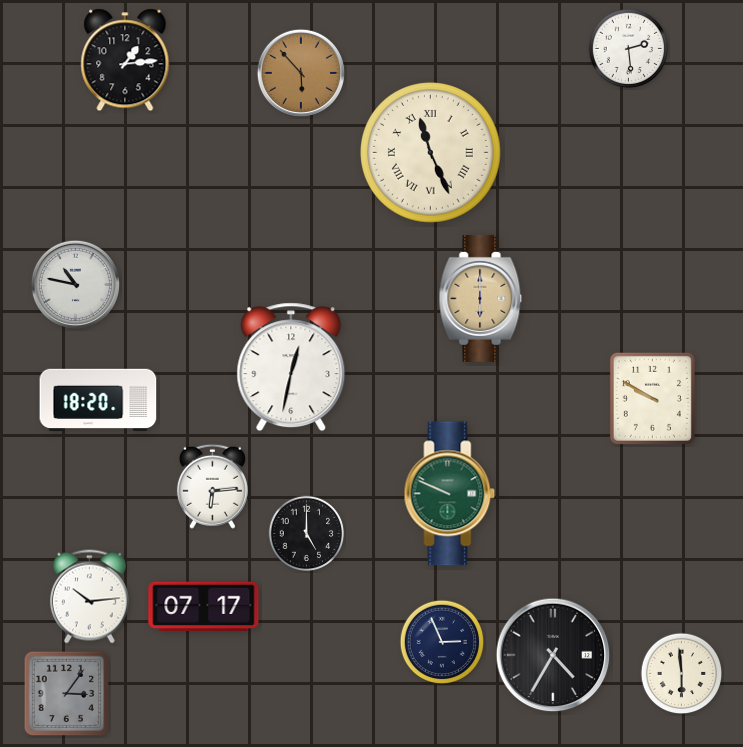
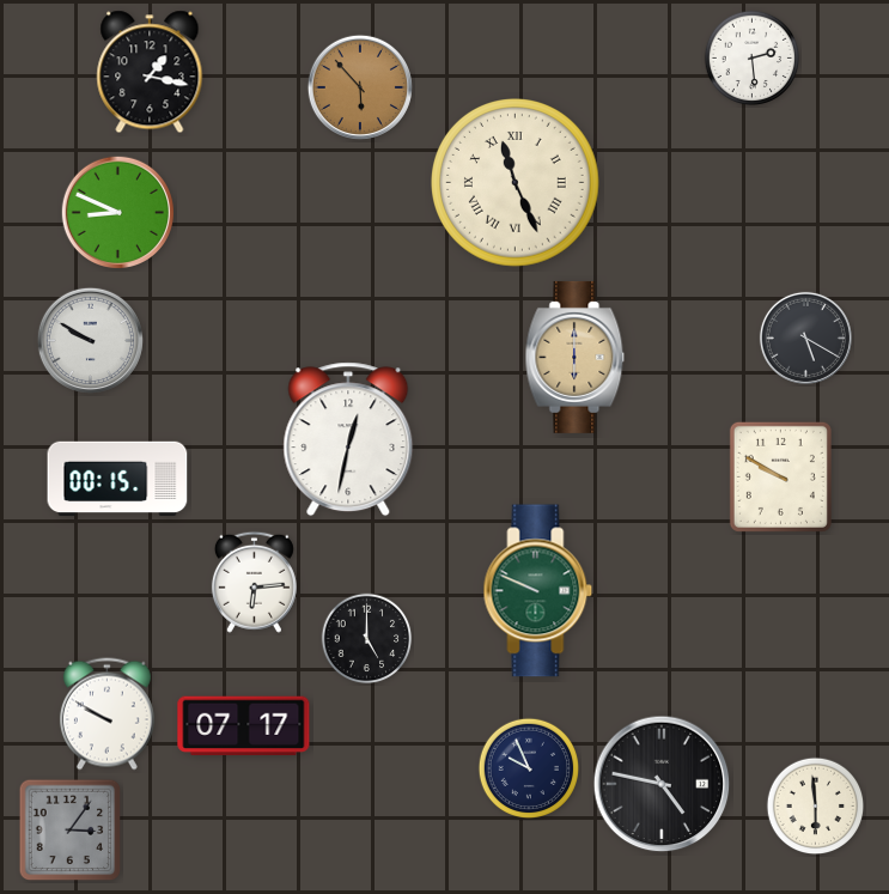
clock at (125, 60): 1:14 -> 1:17
clock at (117, 212): none -> 8:49
clock at (805, 337): none -> 5:20
clock at (75, 284): 10:47 -> 9:50
clock at (98, 400): 18:20 -> 00:15
clock at (89, 597): 10:14 -> 9:50
clock at (442, 642): 2:56 -> 9:56
clock at (553, 655): 4:35 -> 4:47
clock at (67, 694) position: (67, 694) -> (71, 831)
